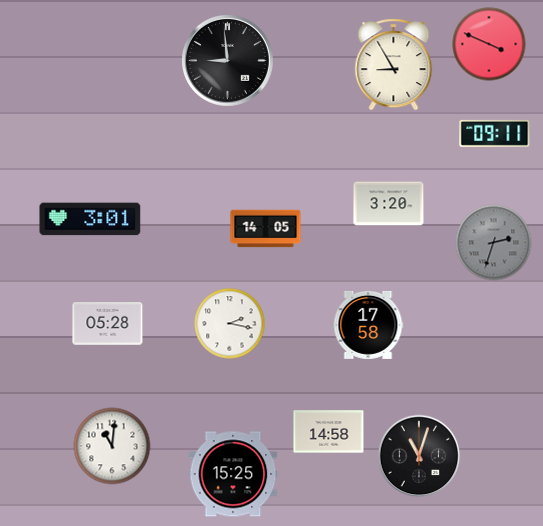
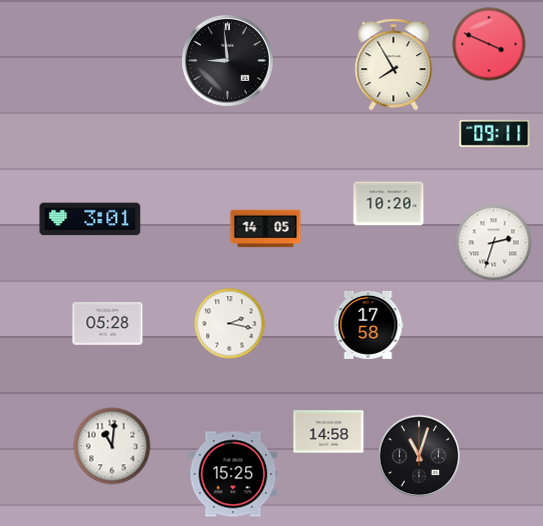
clock at (394, 65): 8:55 -> 7:55
clock at (389, 204): 3:20 -> 10:20
clock at (494, 243) dial: grey -> white
